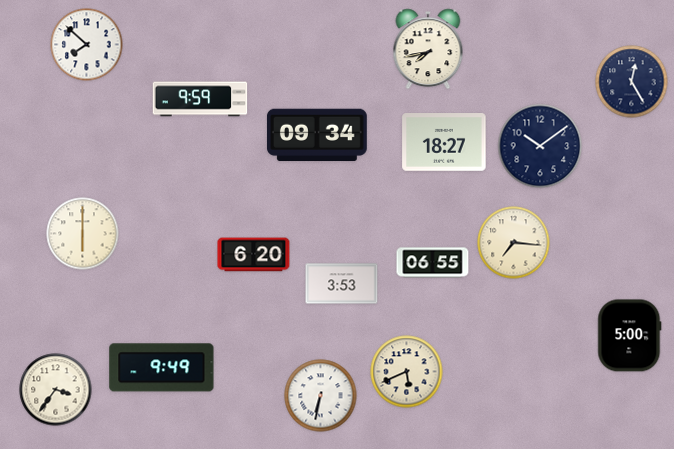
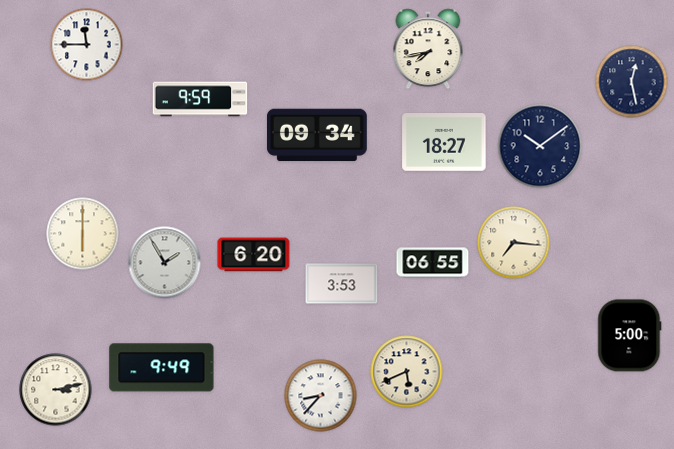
clock at (87, 45): 7:52 -> 11:45
clock at (632, 82): 12:25 -> 12:28
clock at (165, 263): none -> 1:55
clock at (56, 390): 3:36 -> 3:13
clock at (321, 396): 6:32 -> 8:37
